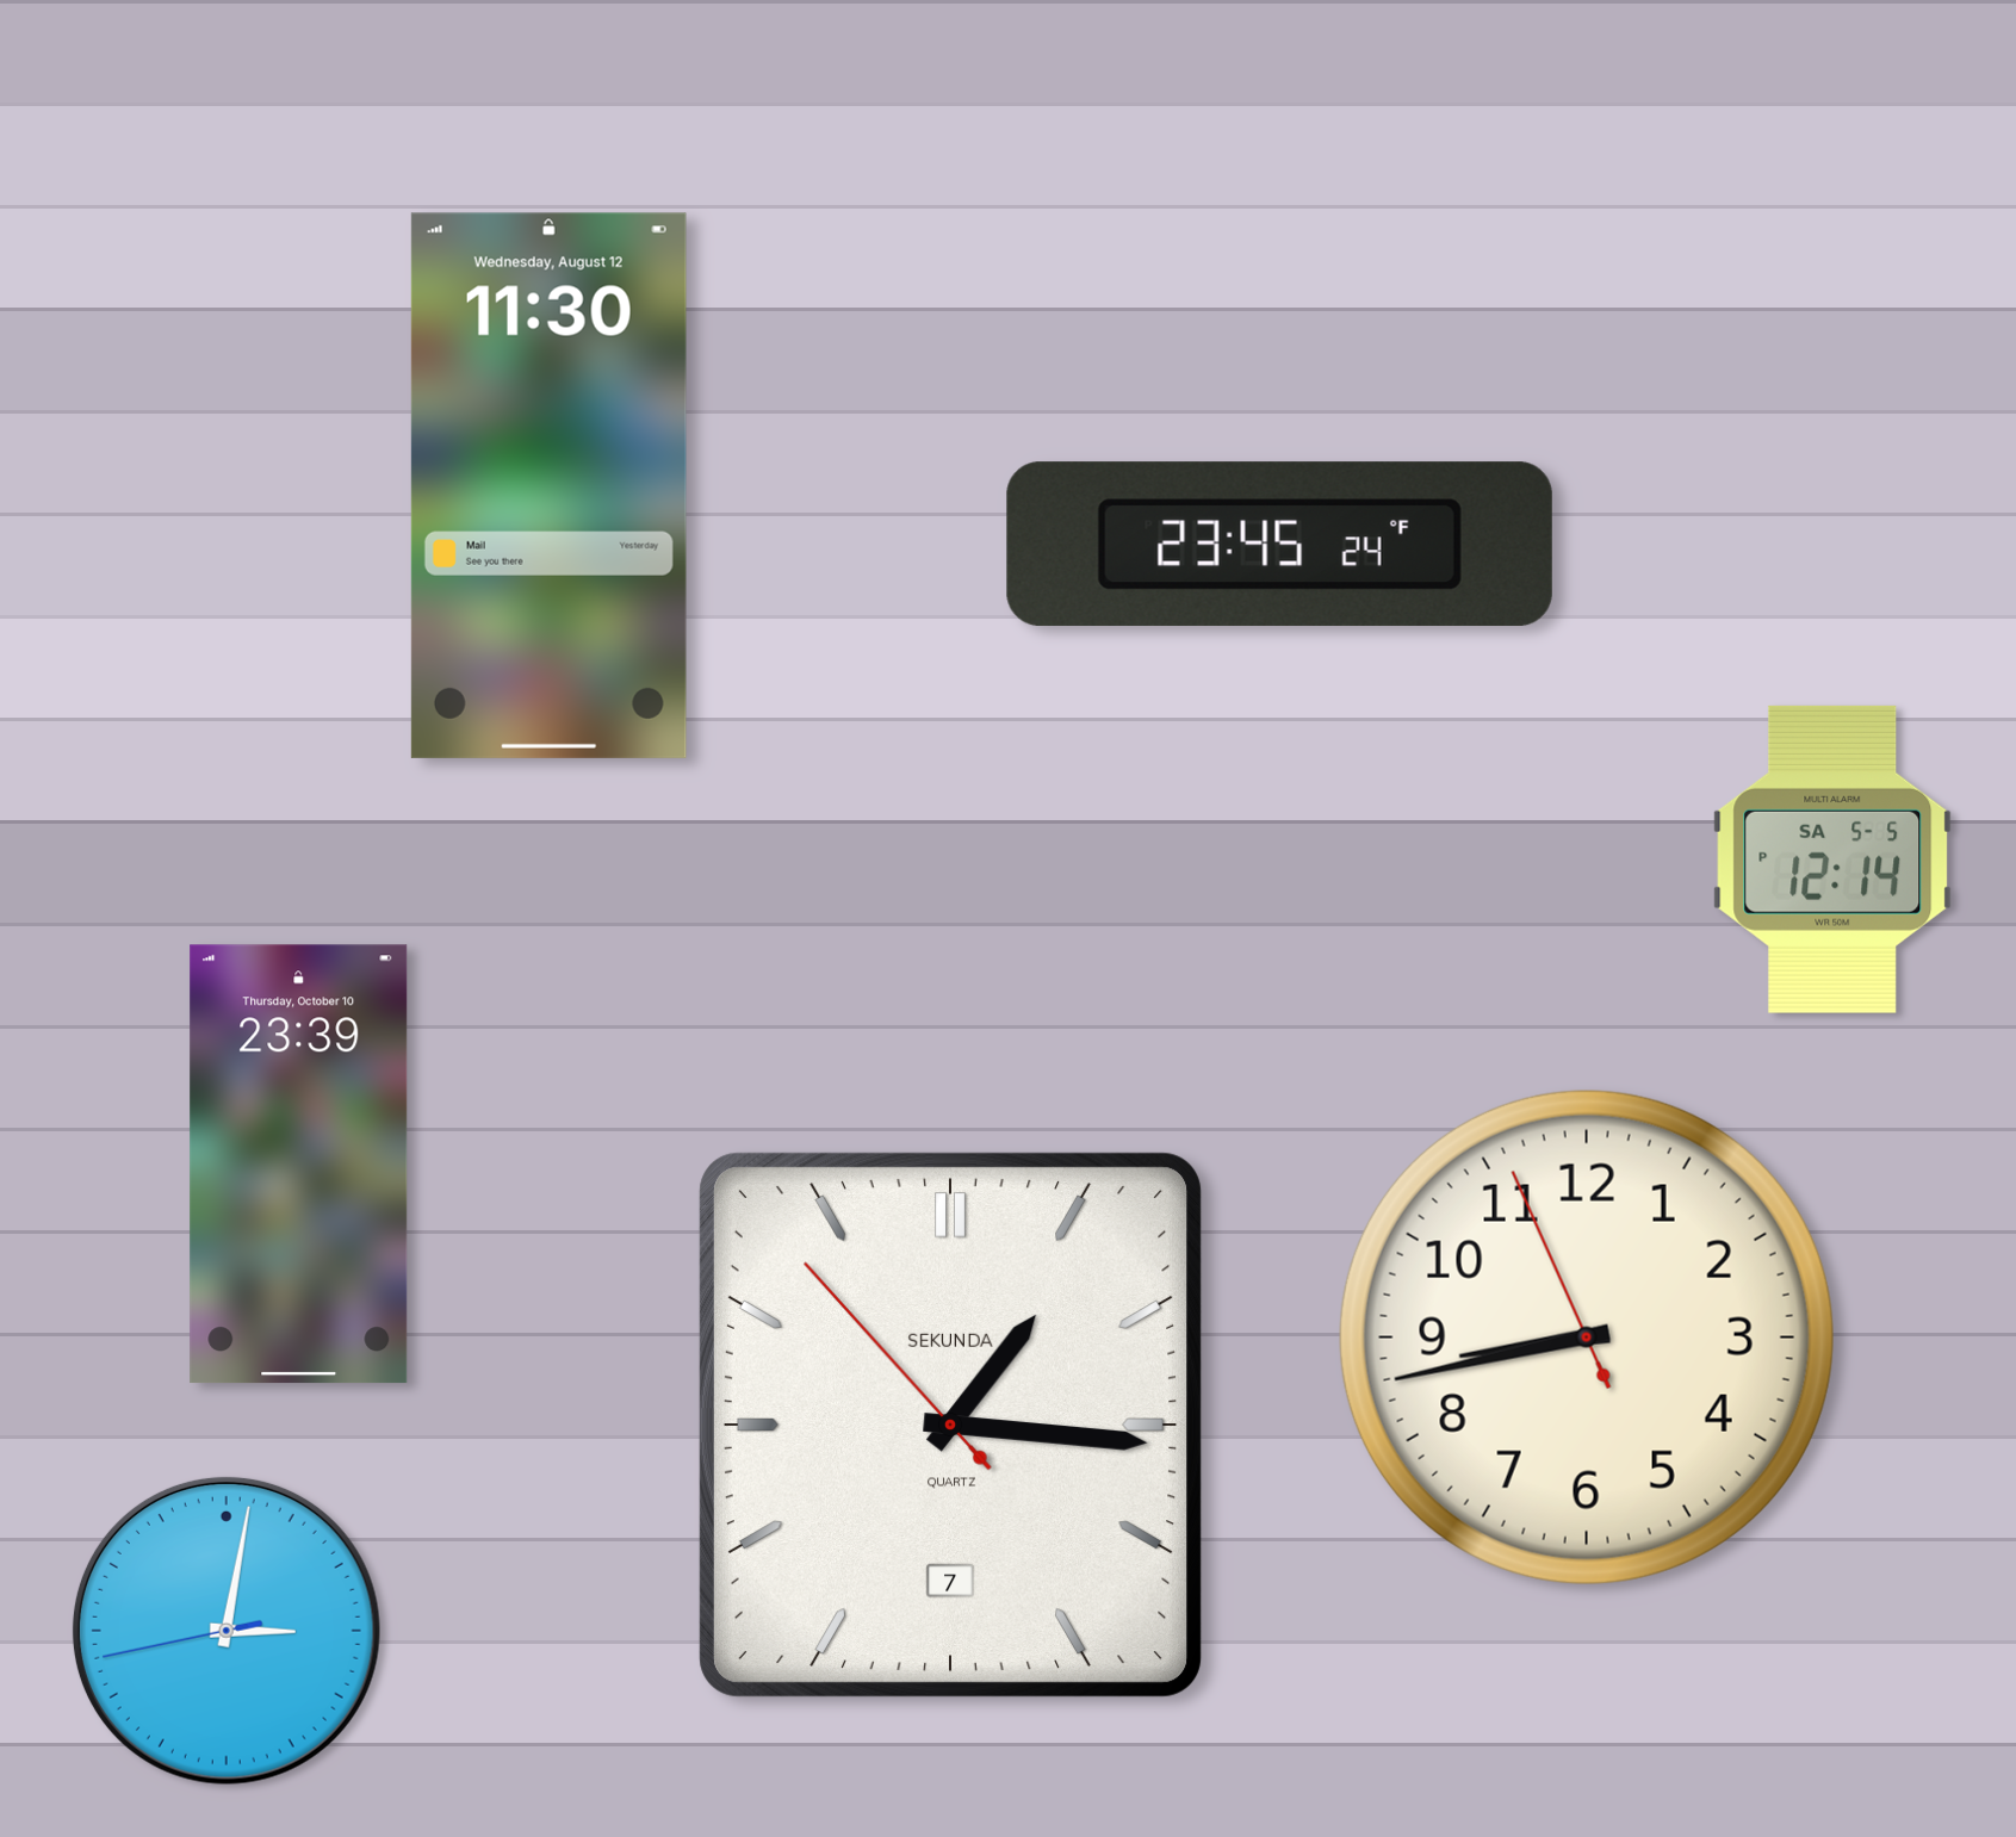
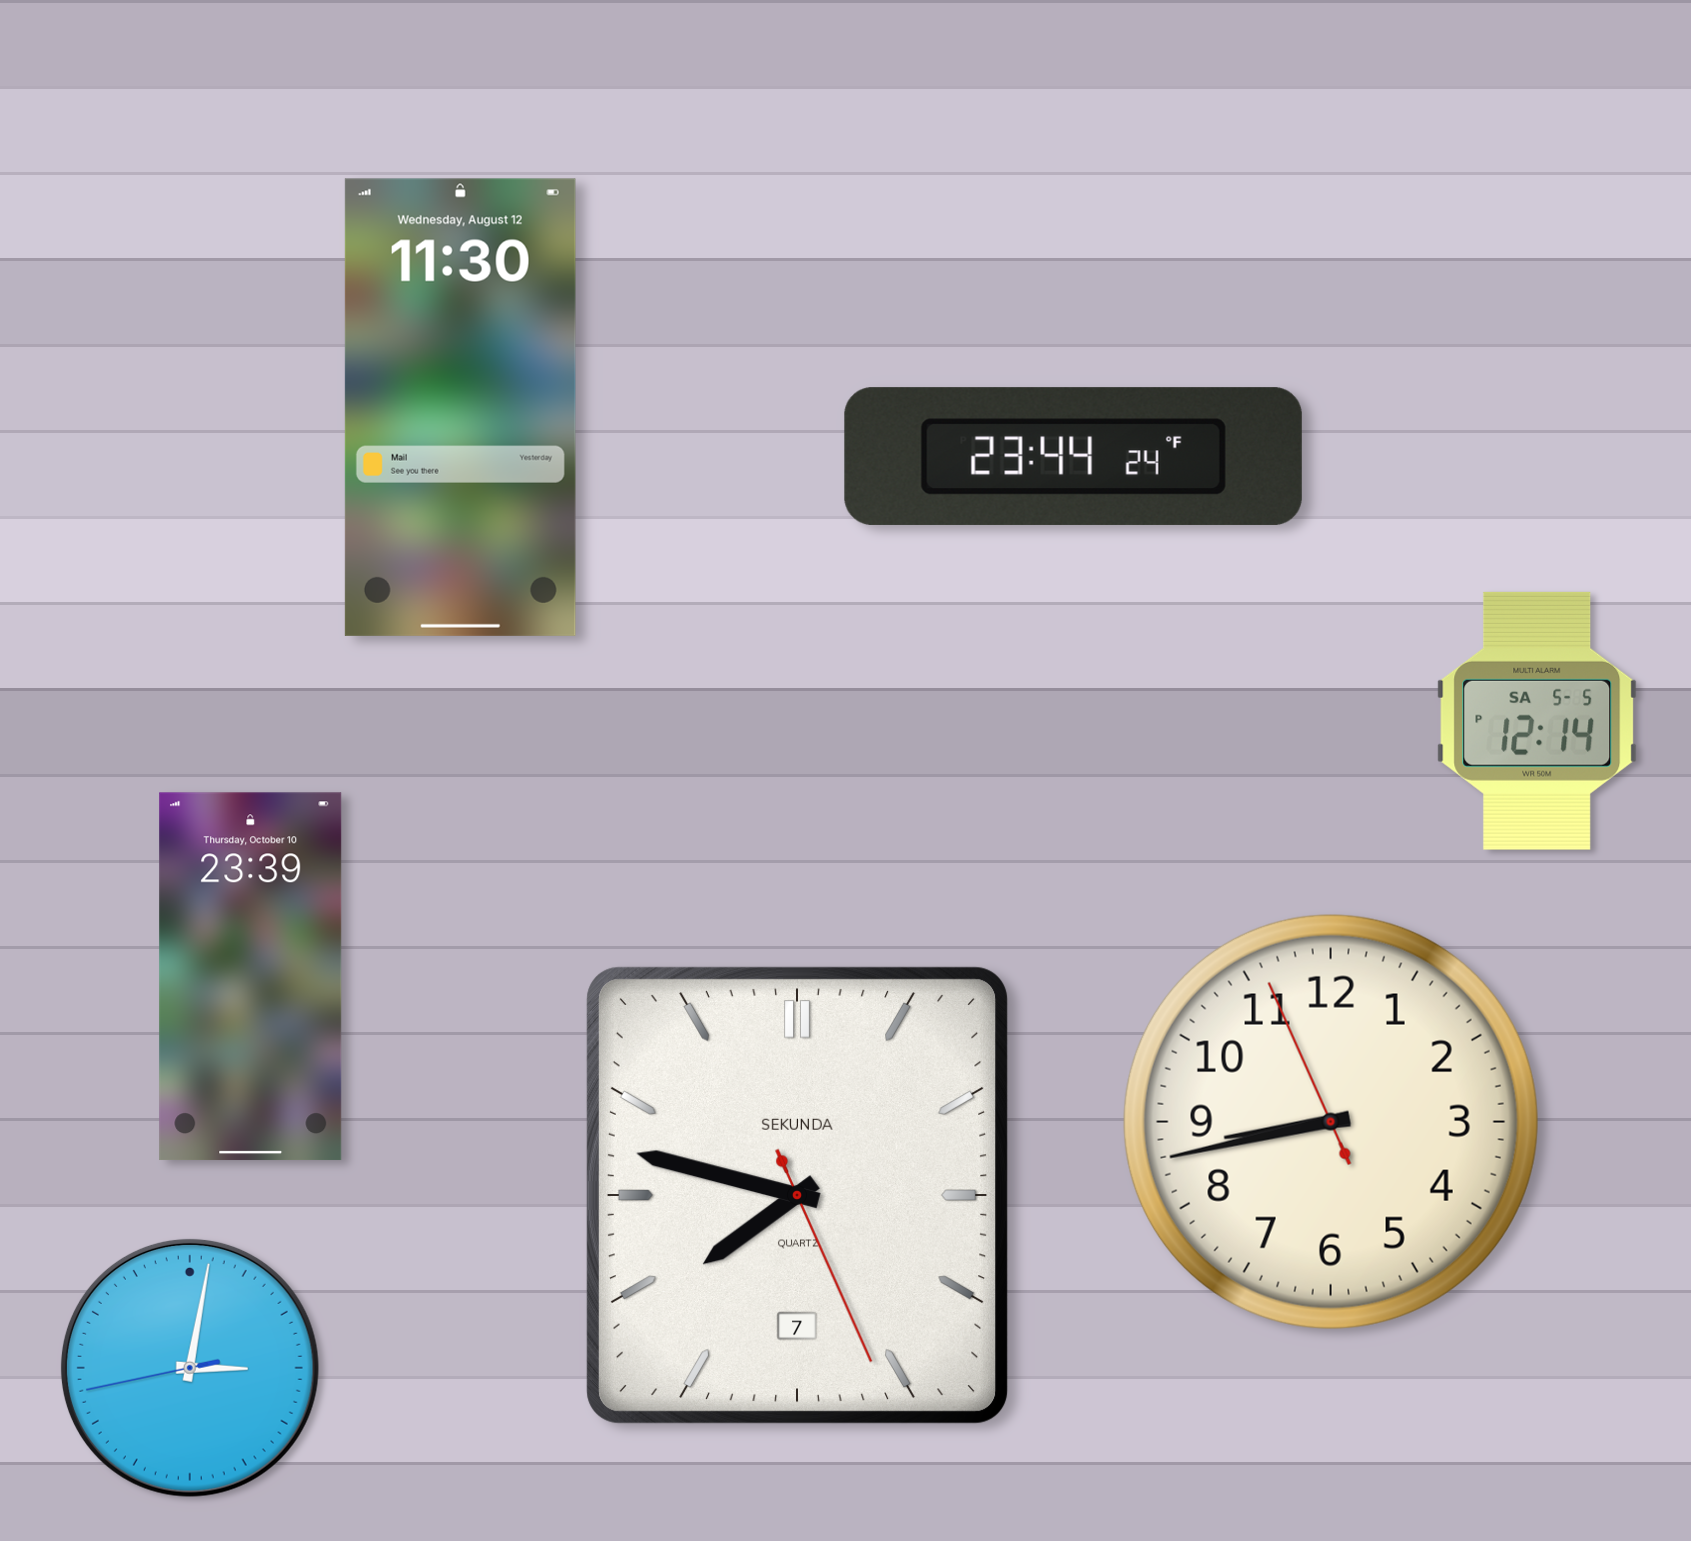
clock at (1279, 544): 23:45 -> 23:44
clock at (950, 1425): 1:15 -> 7:47
